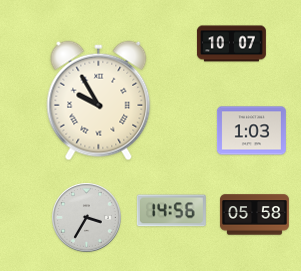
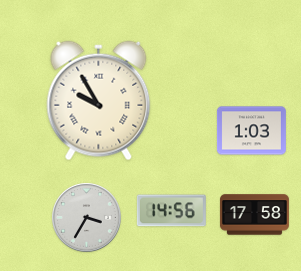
clock at (231, 44): 10:07 -> none
clock at (254, 215): 05:58 -> 17:58
